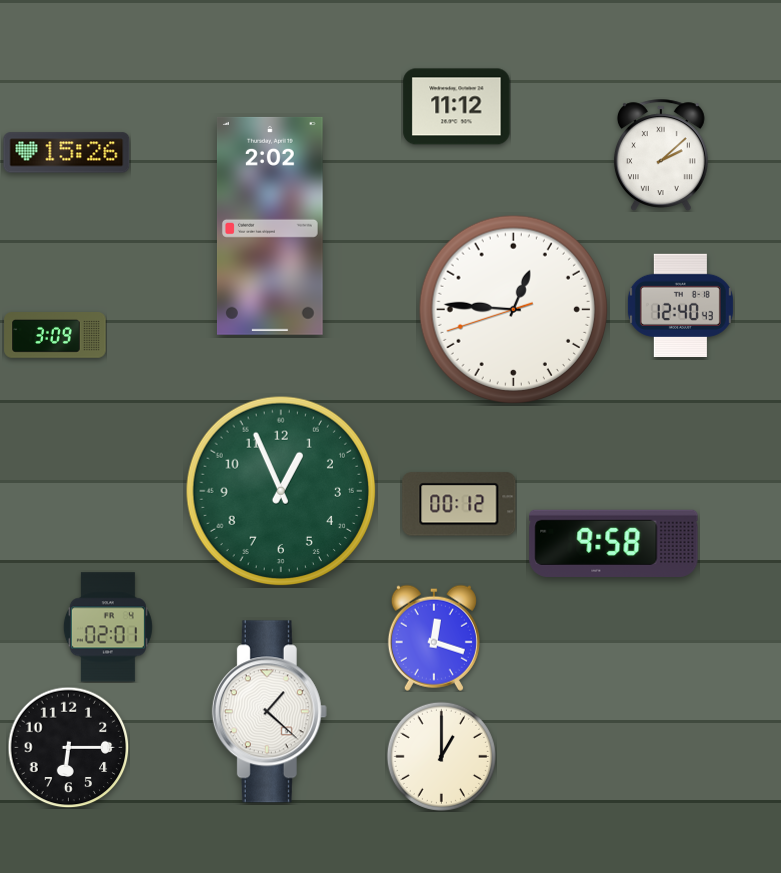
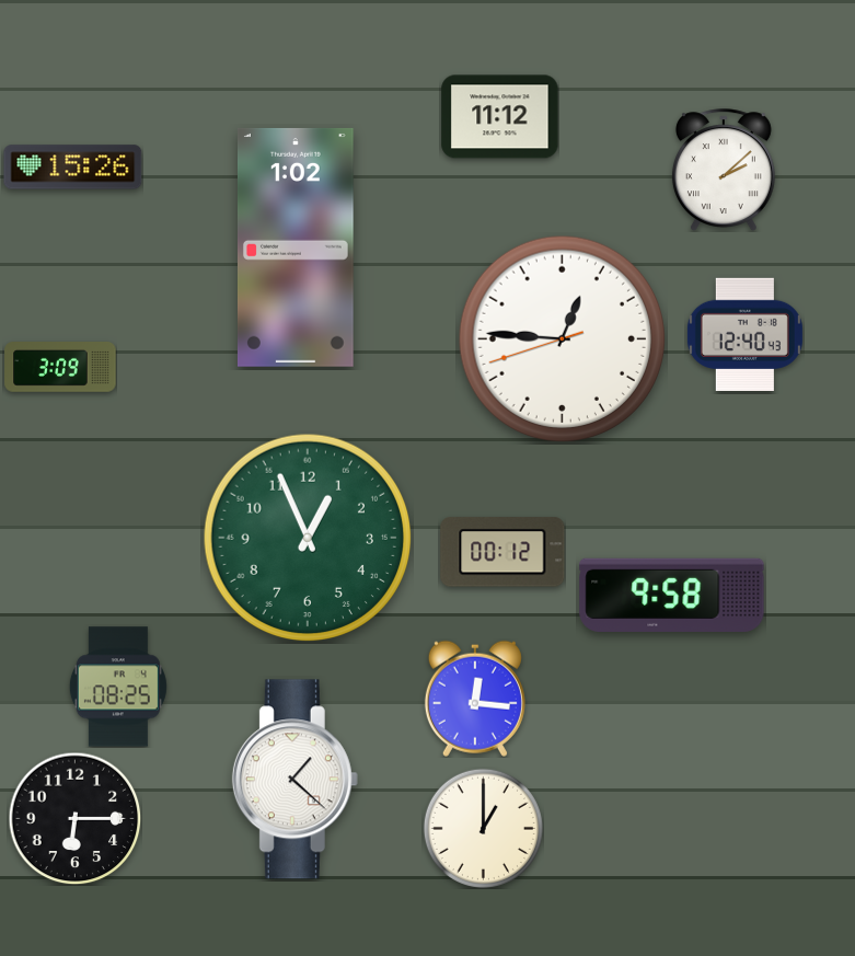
clock at (270, 226): 2:02 -> 1:02
clock at (108, 627): 02:01 -> 08:25
clock at (434, 638): 12:18 -> 12:16
